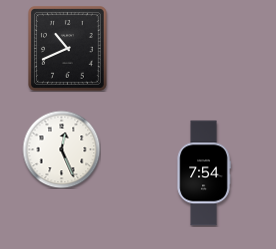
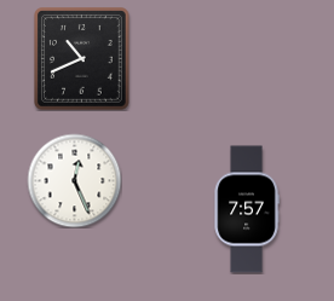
clock at (204, 173): 7:54 -> 7:57
